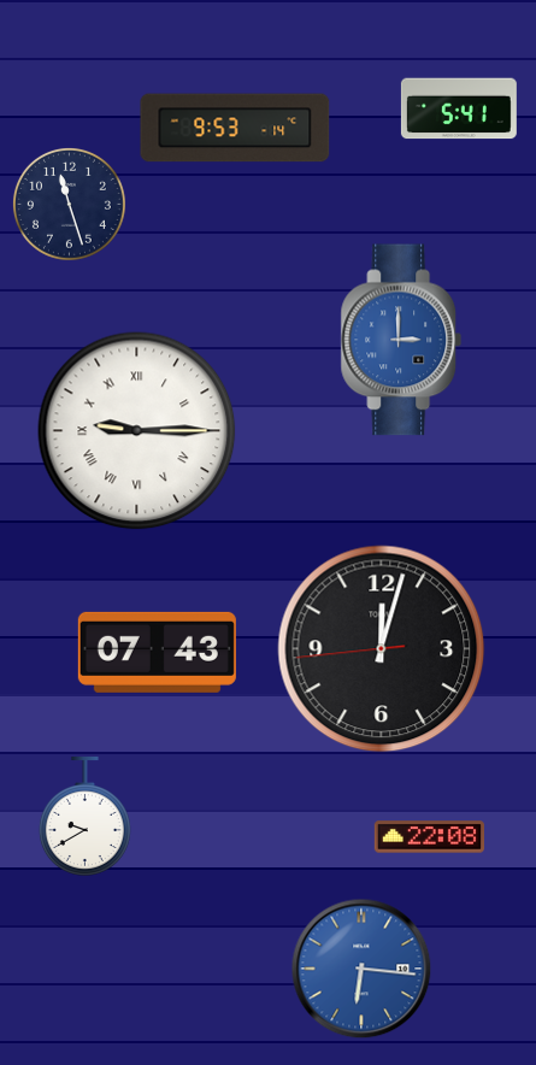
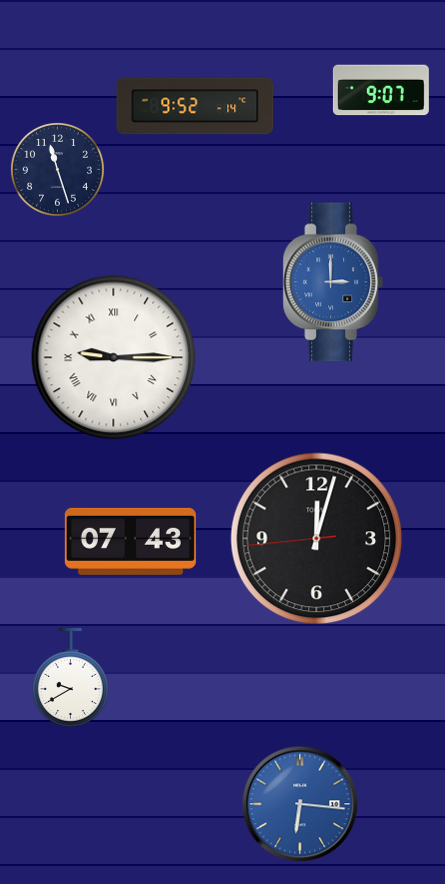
clock at (459, 108): 5:41 -> 9:07
clock at (235, 128): 9:53 -> 9:52
clock at (429, 837): 22:08 -> none
